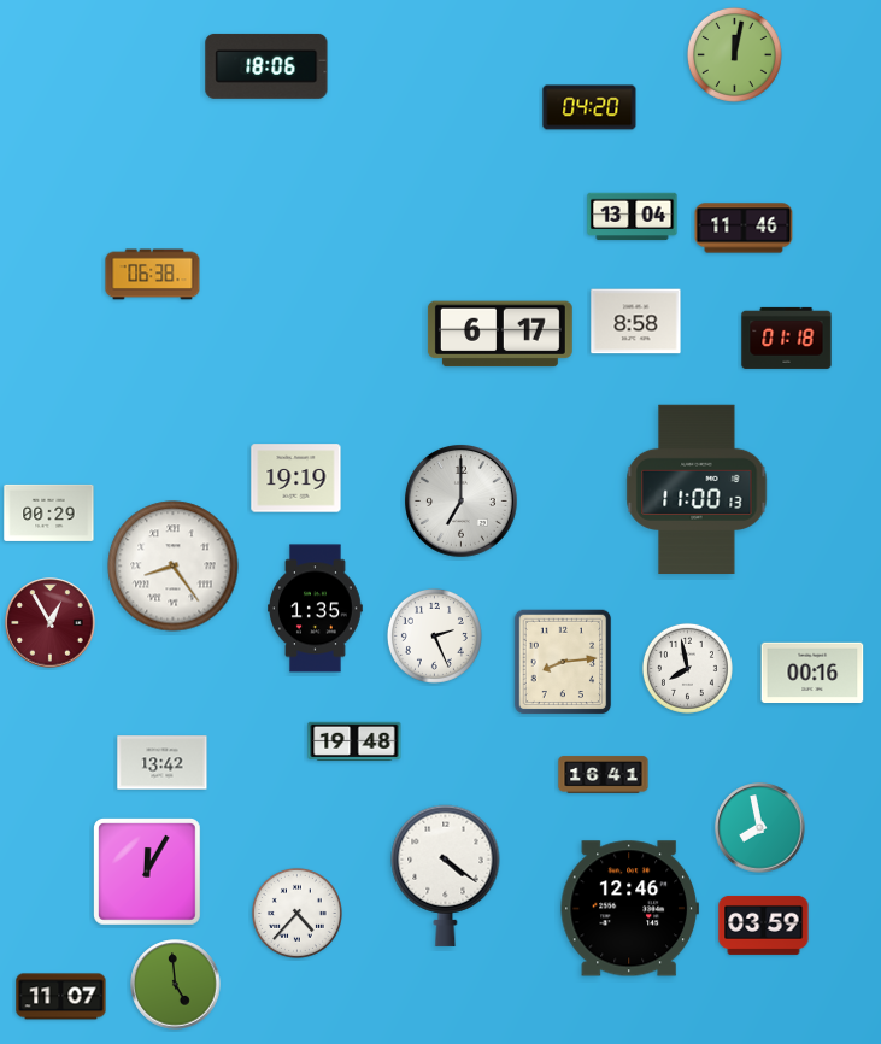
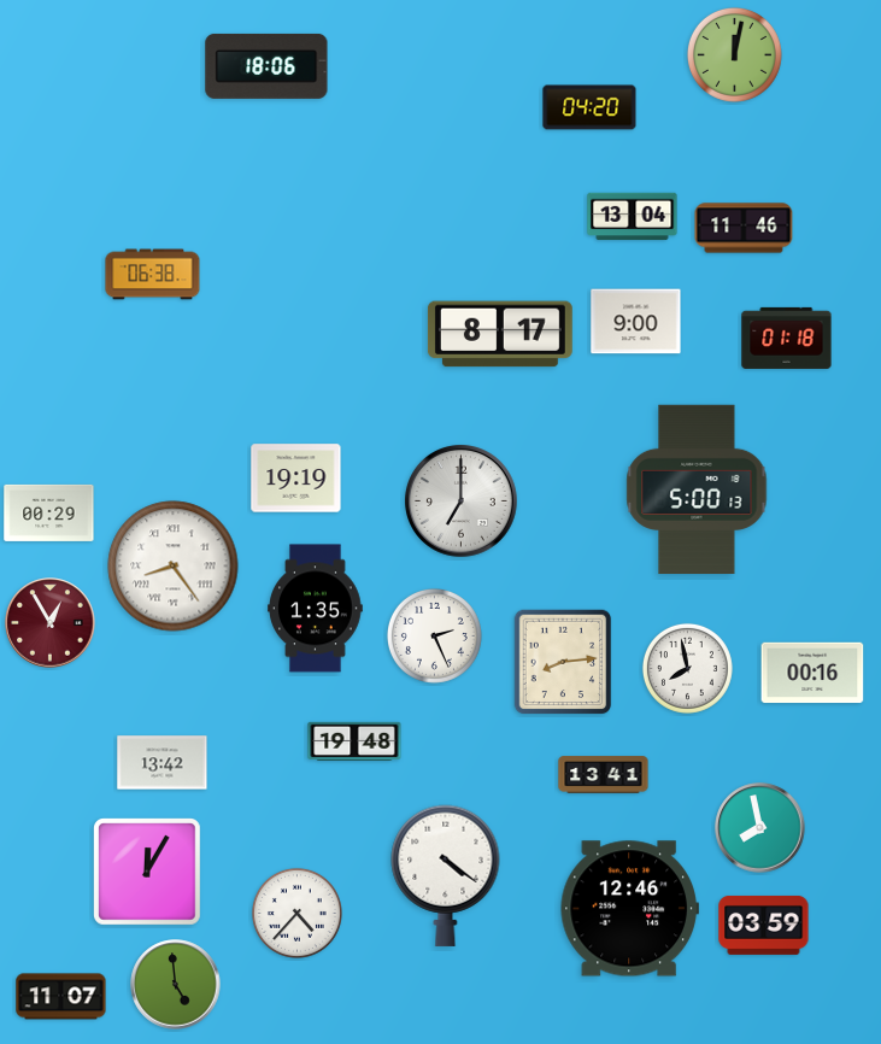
clock at (636, 322): 8:58 -> 9:00
clock at (500, 334): 6:17 -> 8:17
clock at (697, 489): 11:00 -> 5:00
clock at (604, 775): 16:41 -> 13:41
